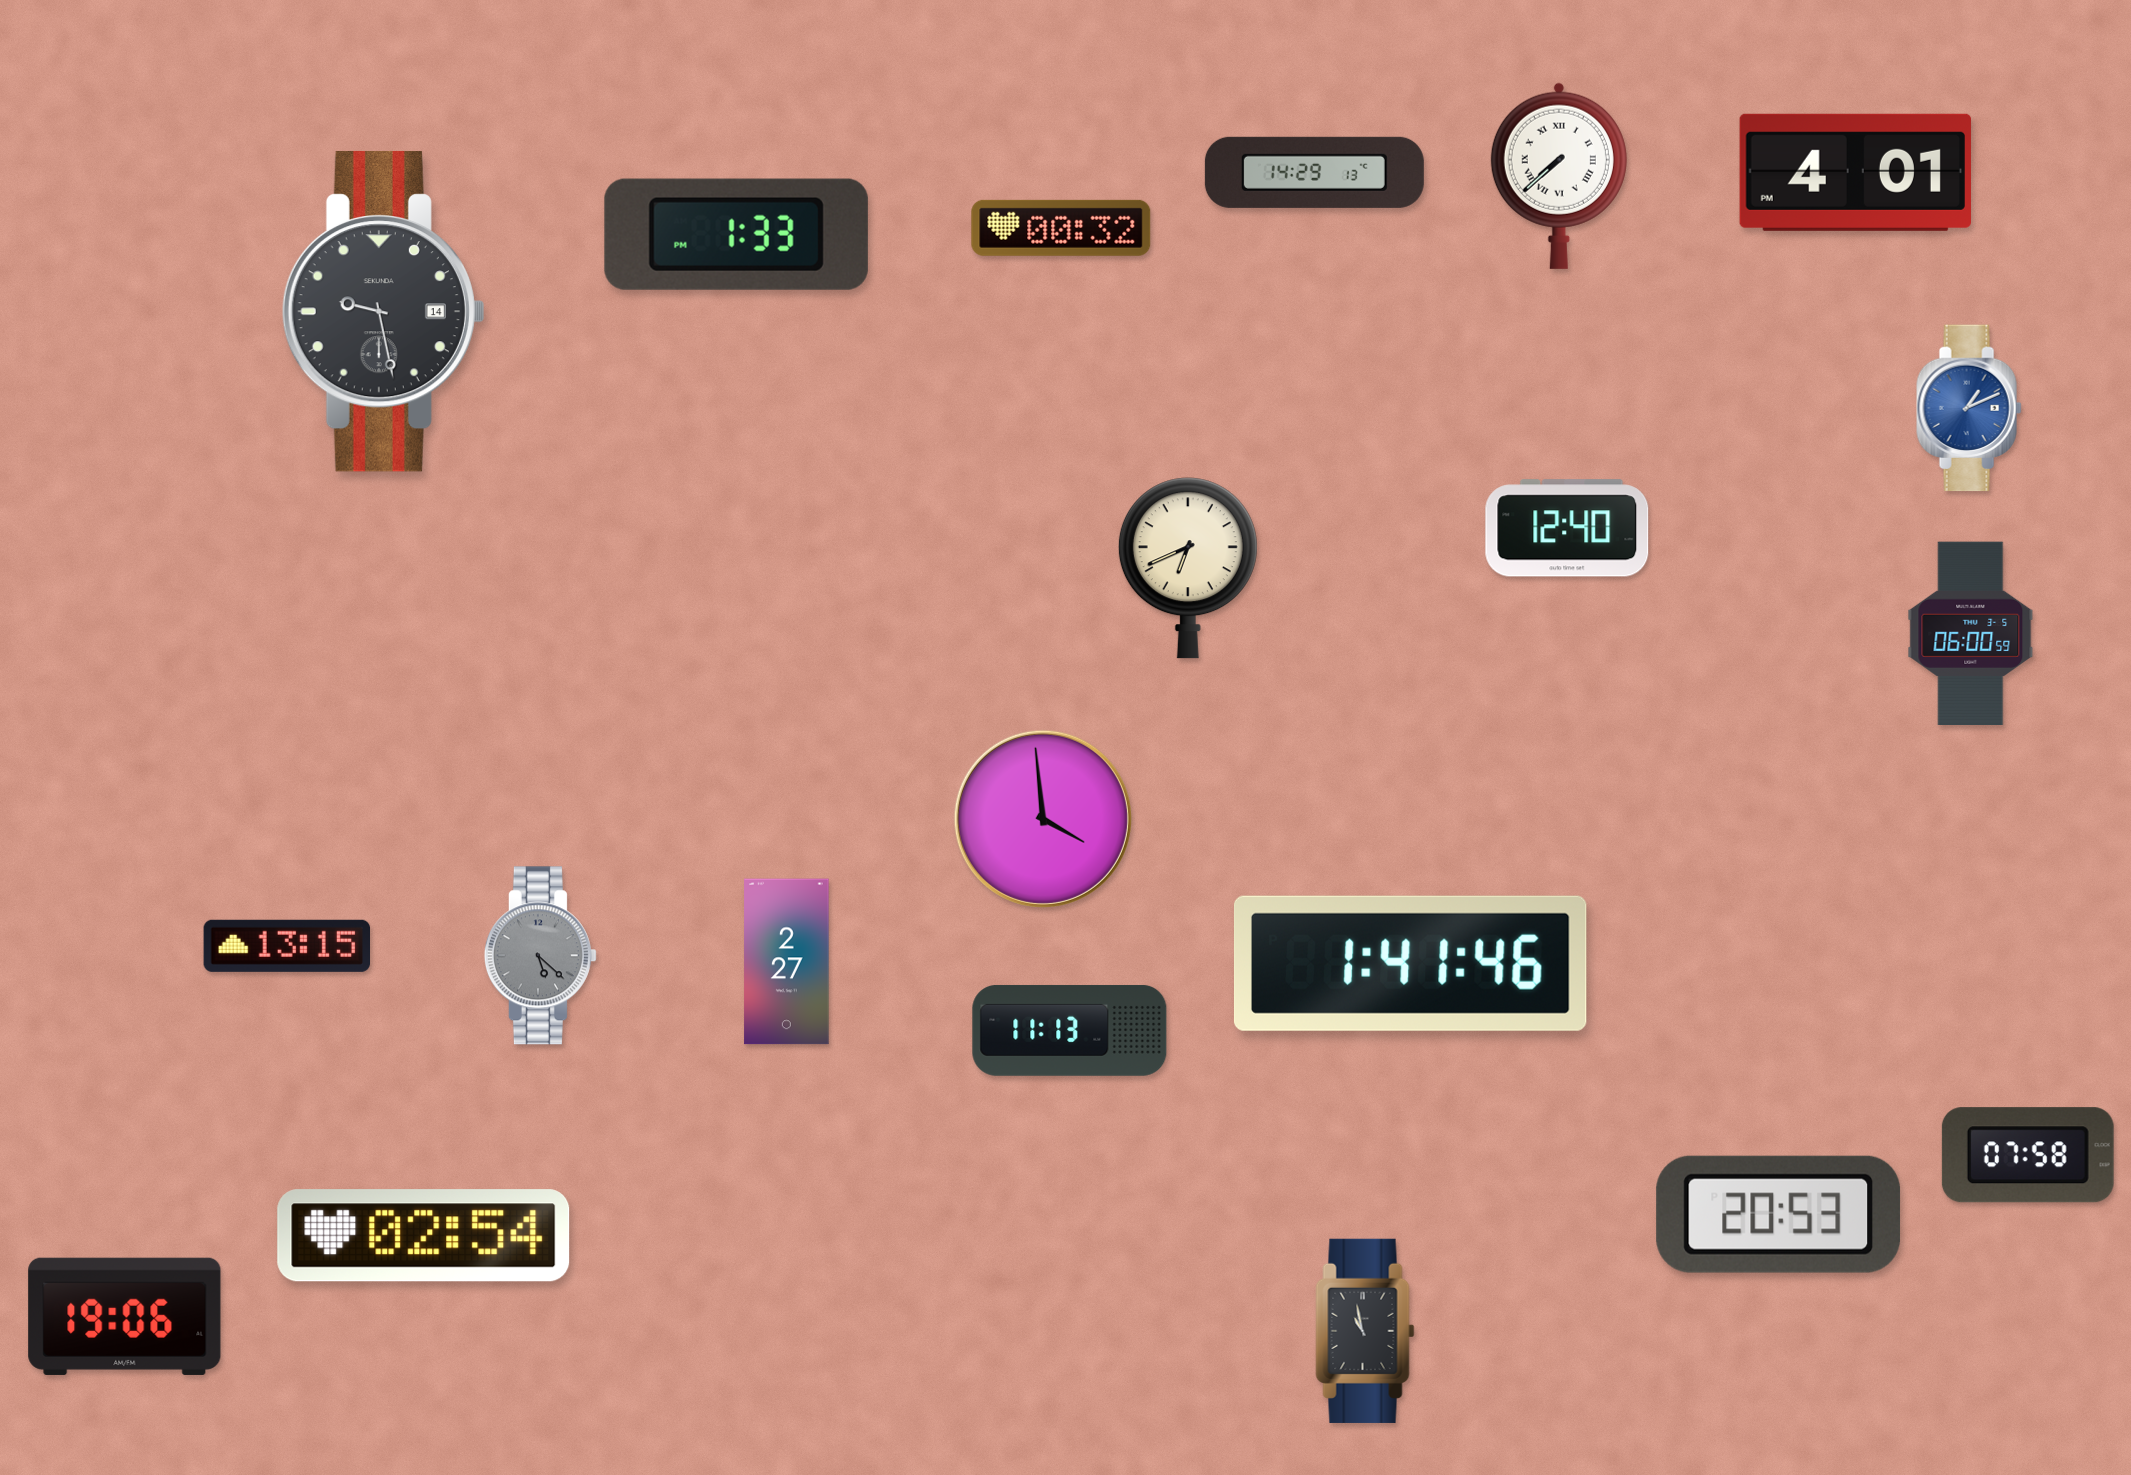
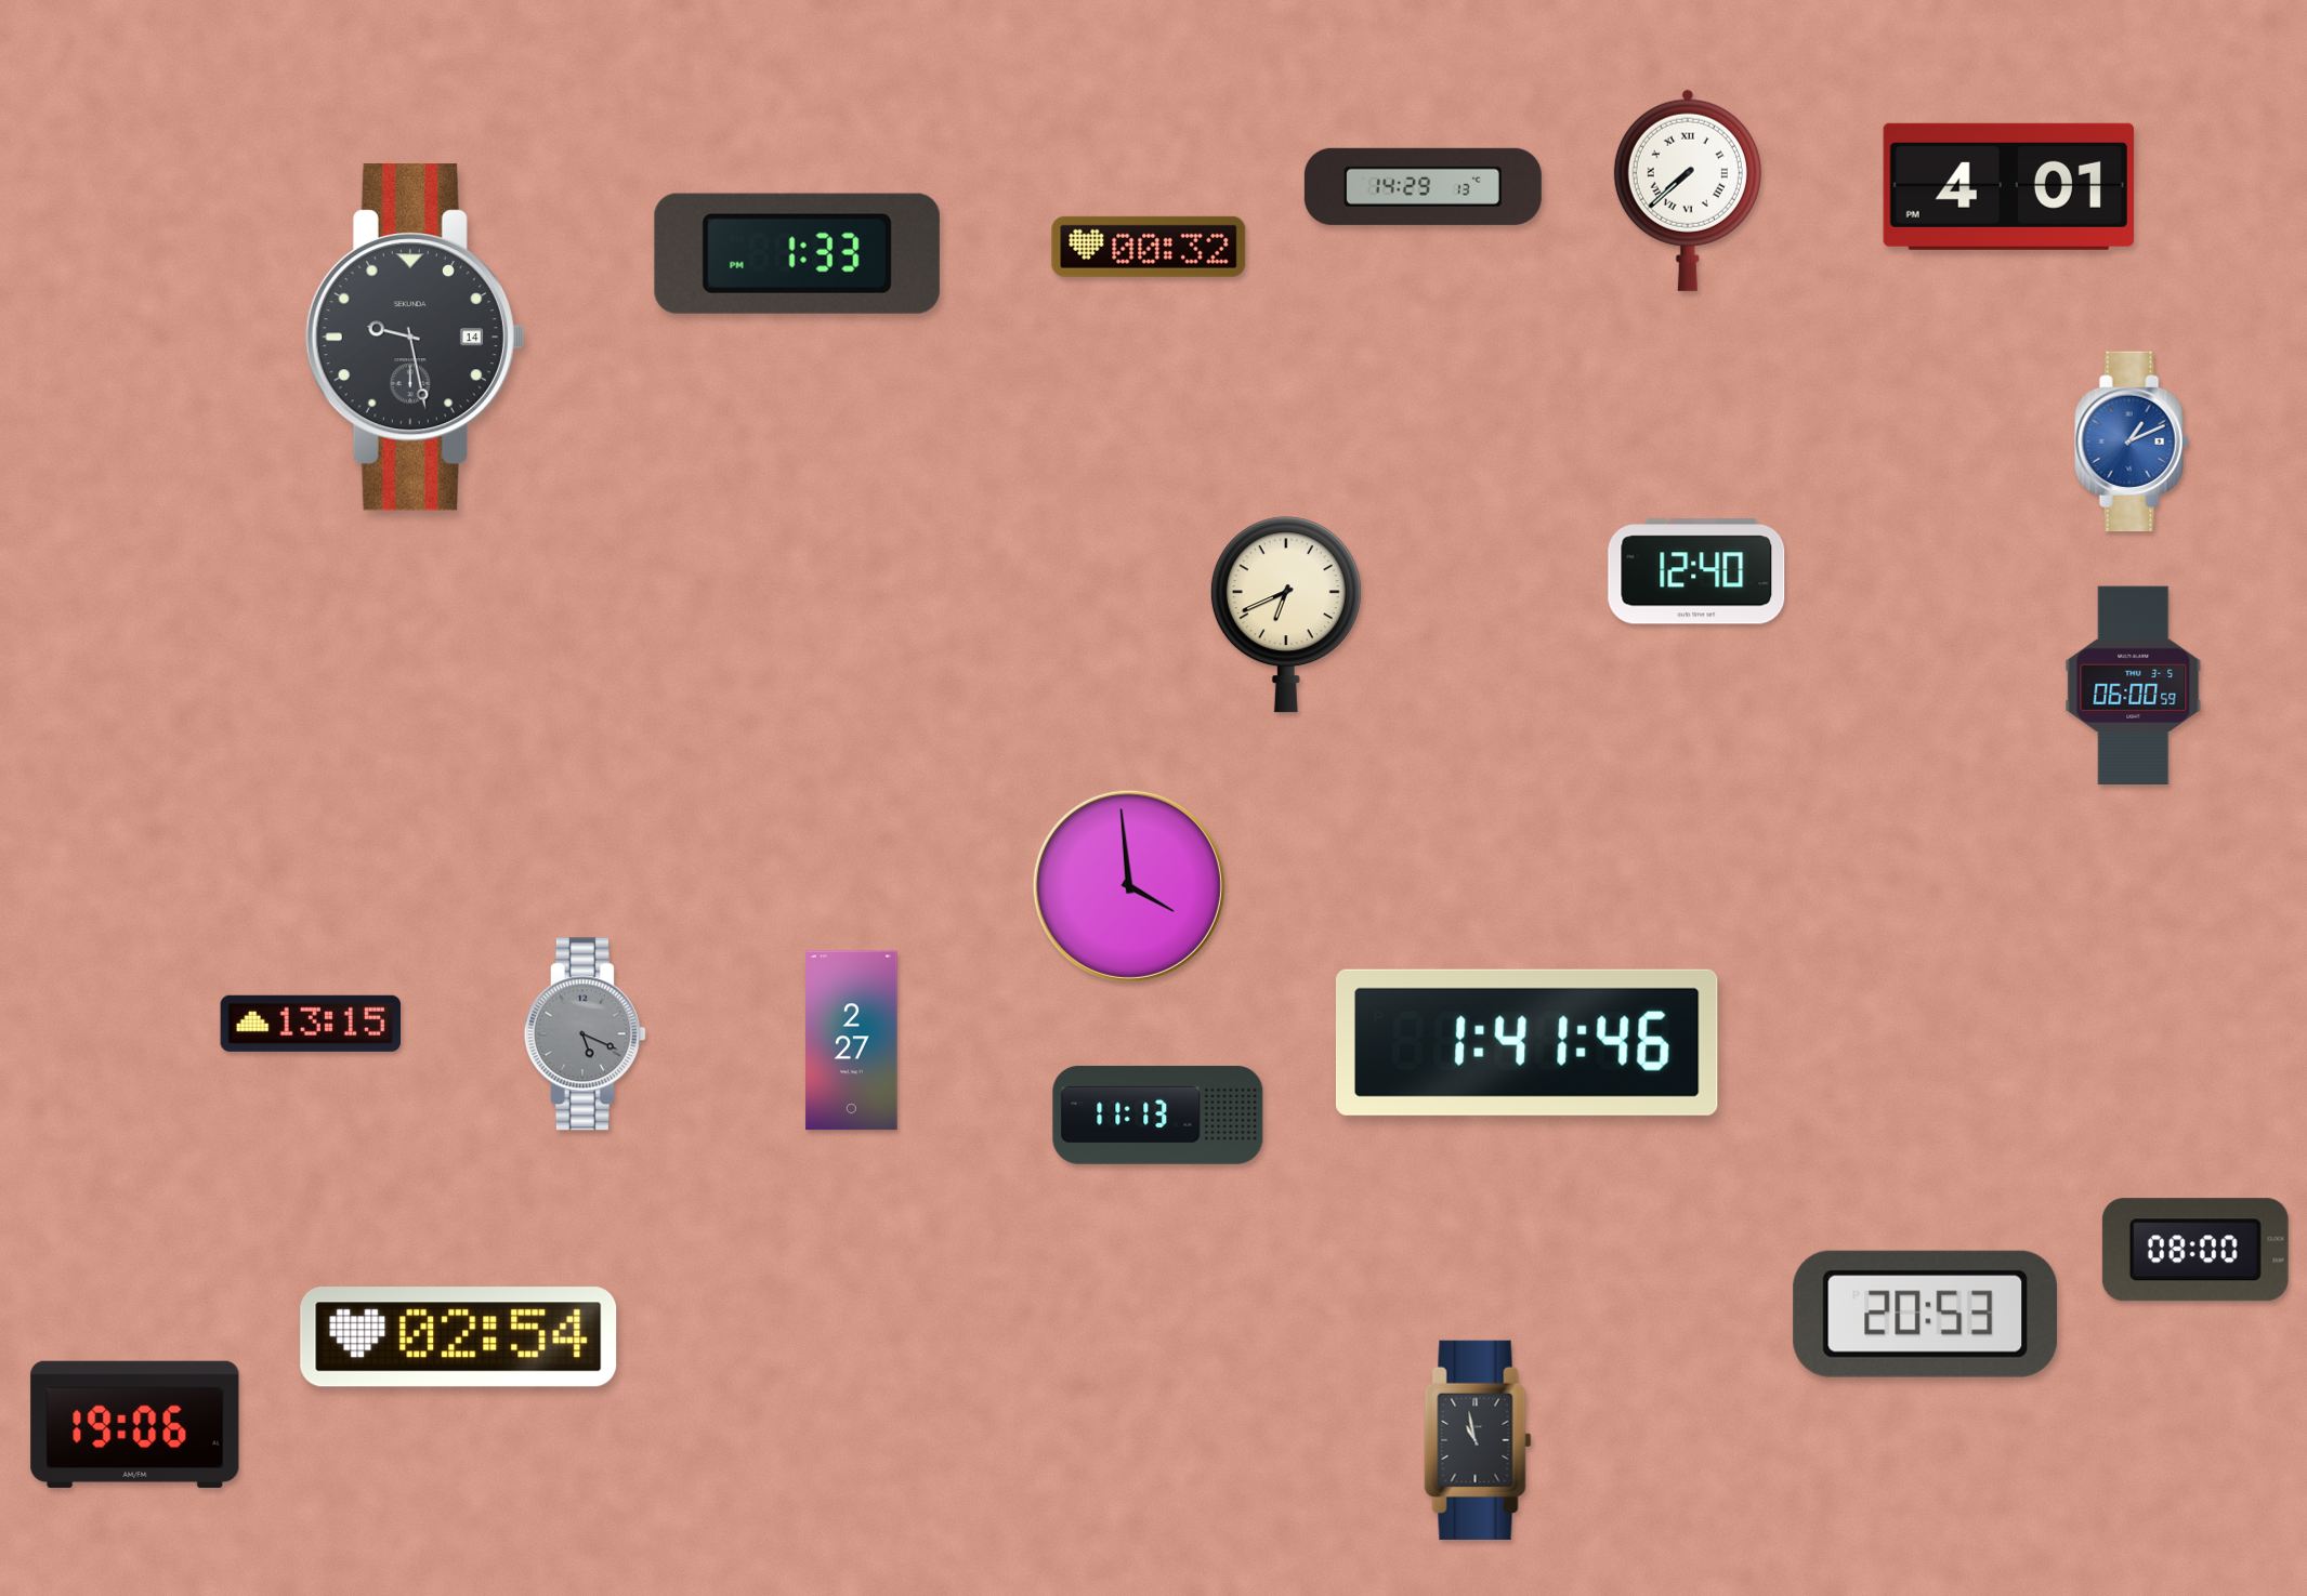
clock at (540, 956): 5:22 -> 5:19
clock at (2028, 1155): 07:58 -> 08:00
